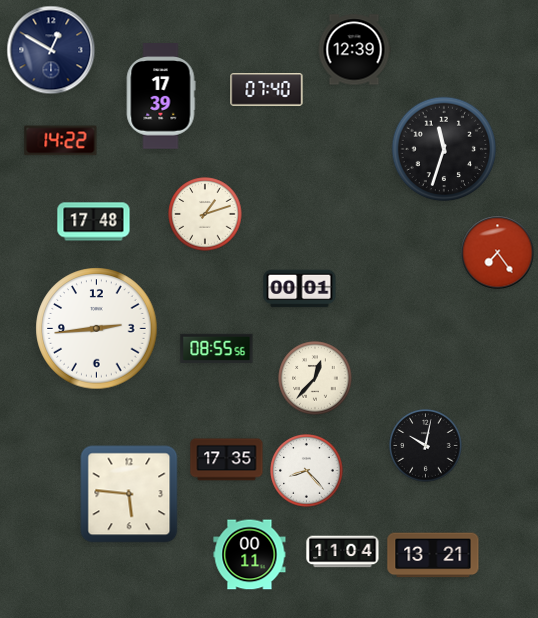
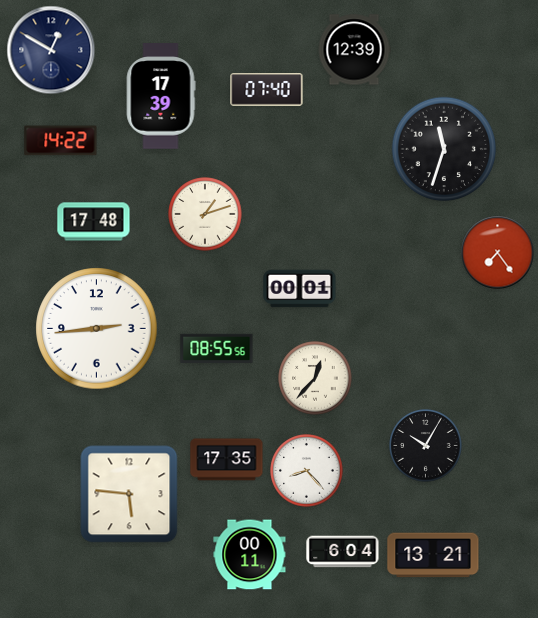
clock at (426, 446): 10:02 -> 10:05
clock at (343, 552): 11:04 -> 6:04
